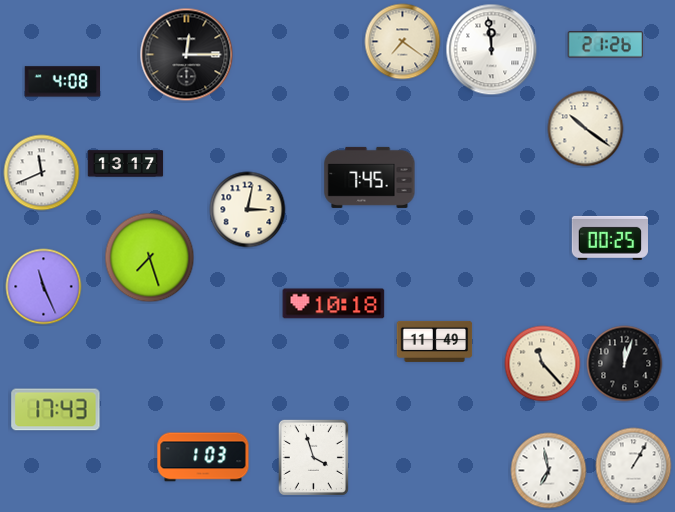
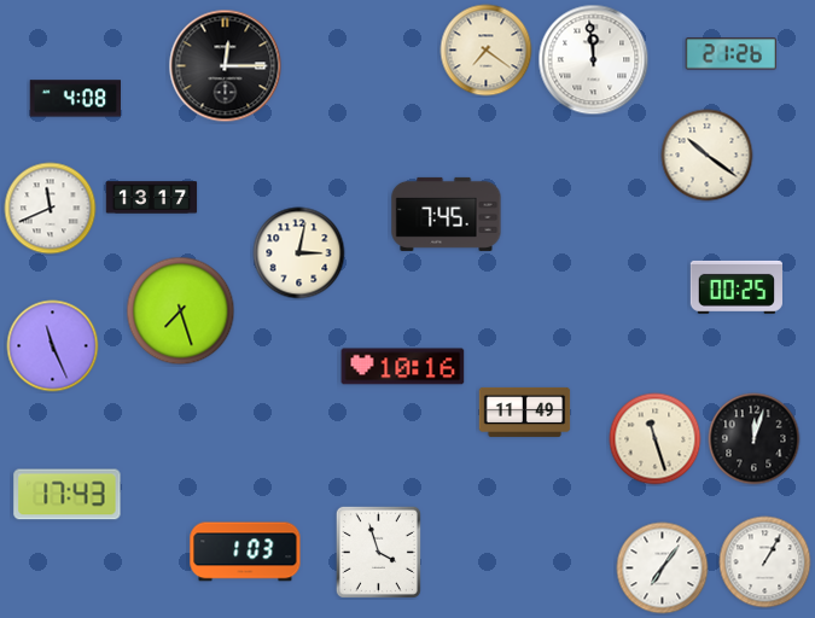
clock at (334, 304): 10:18 -> 10:16
clock at (543, 364): 11:23 -> 11:27
clock at (549, 471): 6:58 -> 7:06
